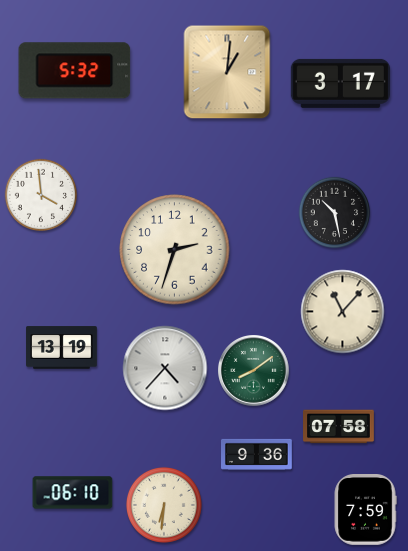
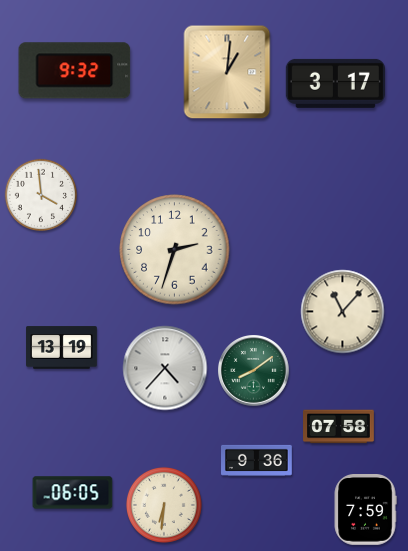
clock at (75, 71): 5:32 -> 9:32
clock at (340, 83) position: (340, 83) -> (335, 83)
clock at (335, 213): 10:28 -> none
clock at (257, 454) position: (257, 454) -> (257, 460)
clock at (73, 493): 06:10 -> 06:05
